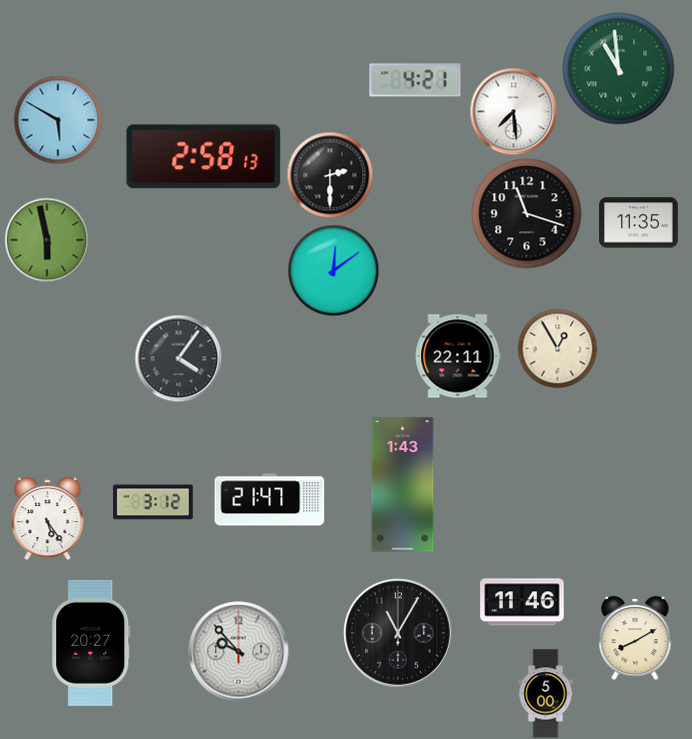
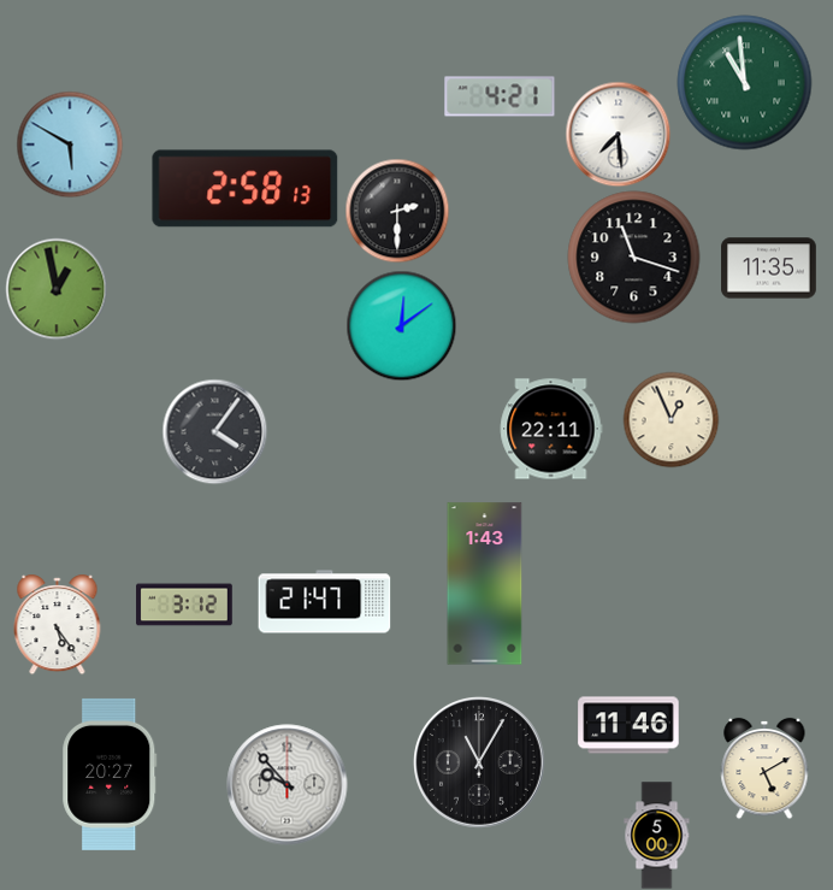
clock at (47, 240): 5:58 -> 12:58
clock at (557, 348): 12:55 -> 12:56
clock at (635, 638): 8:10 -> 5:10
